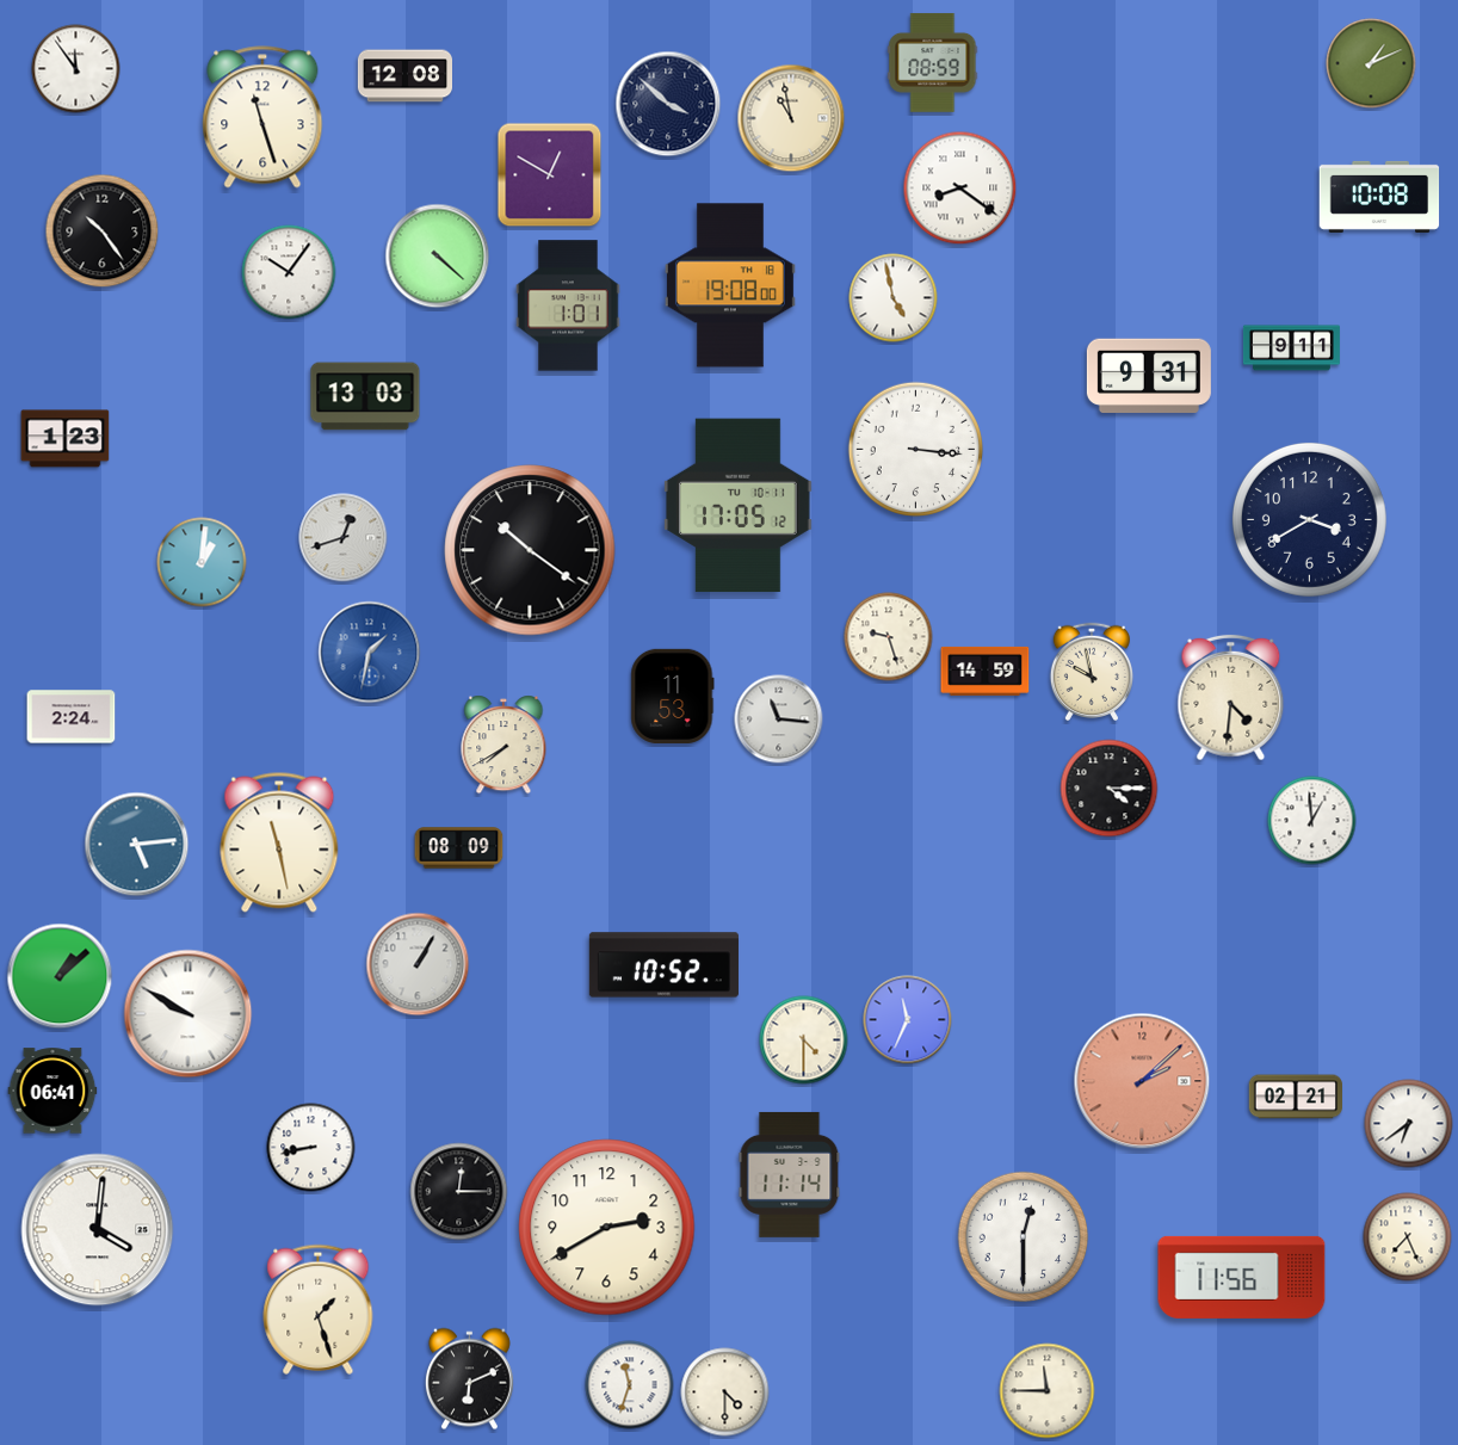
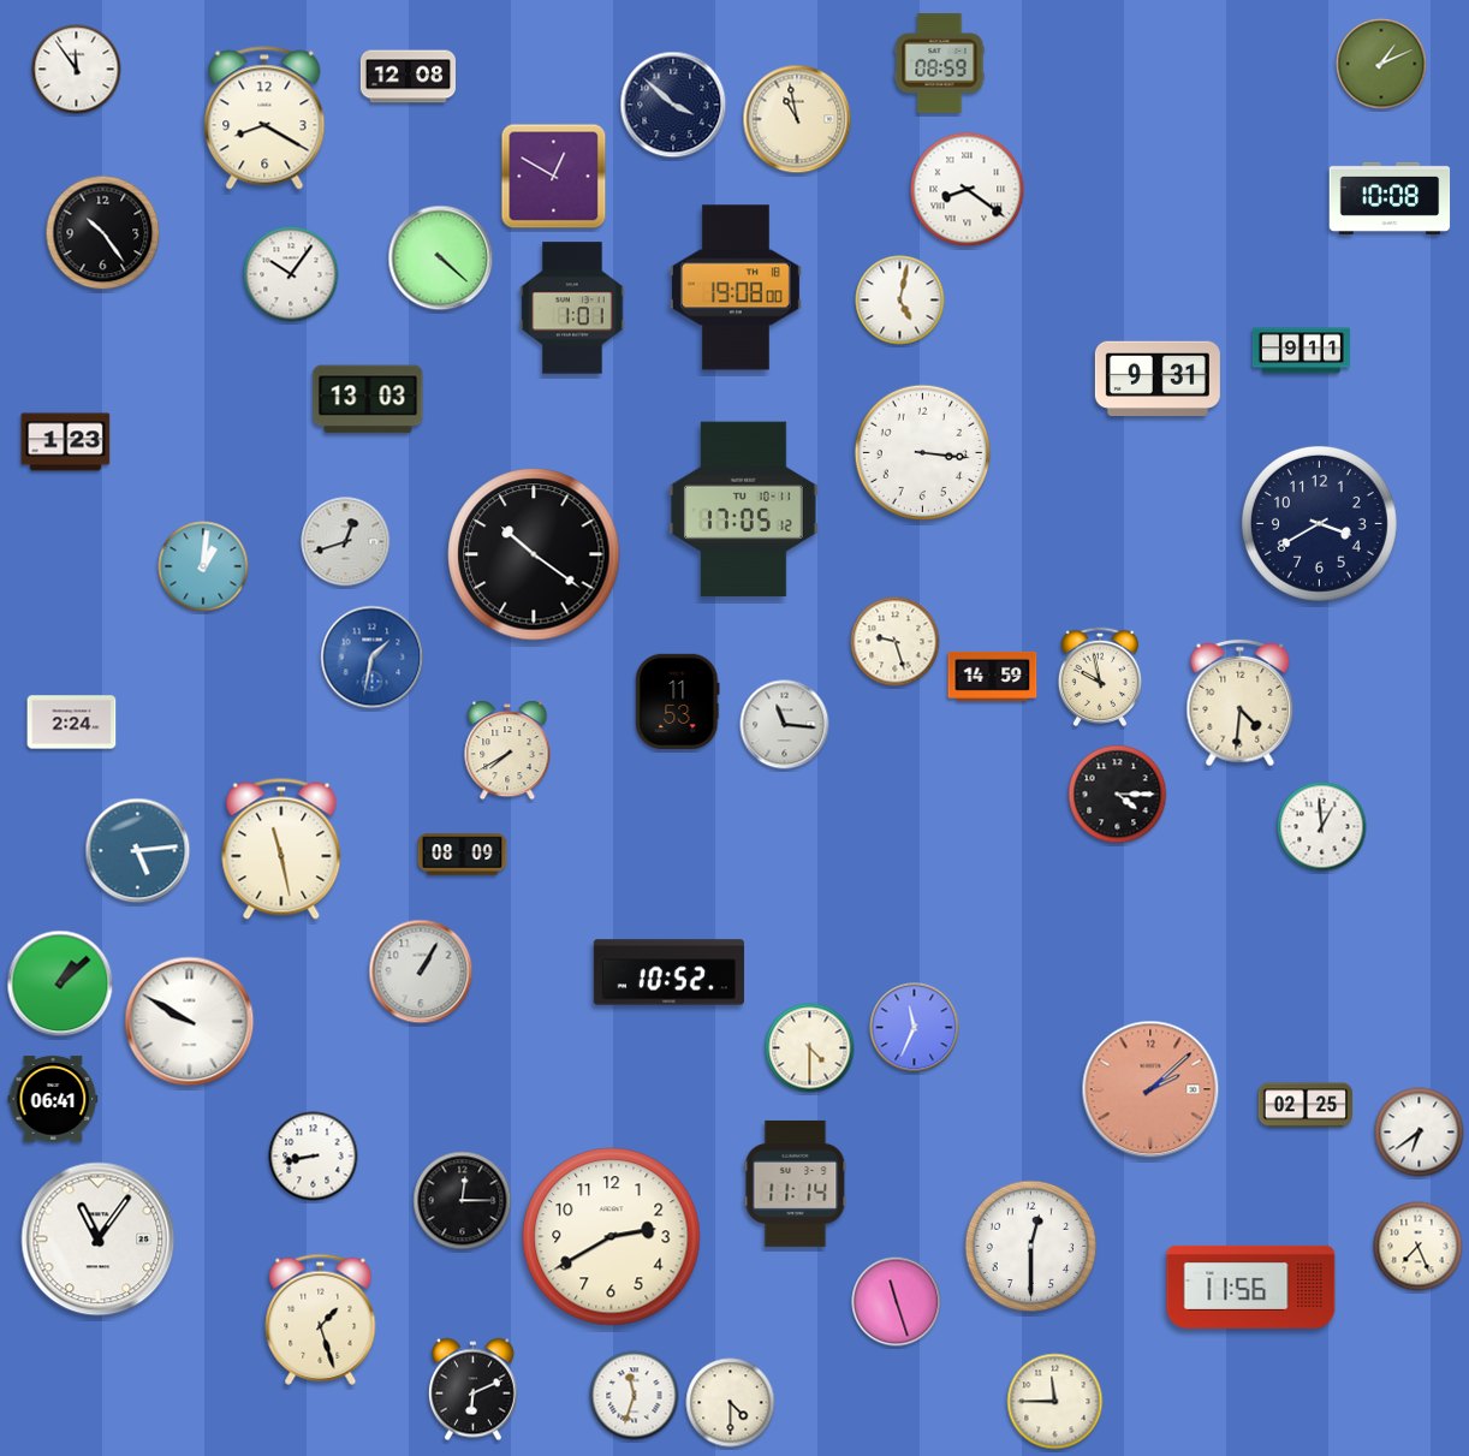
clock at (262, 117): 11:27 -> 8:20
clock at (894, 298): 4:58 -> 5:02
clock at (1295, 1097): 02:21 -> 02:25
clock at (98, 1230): 4:01 -> 11:06
clock at (897, 1302): none -> 11:27
